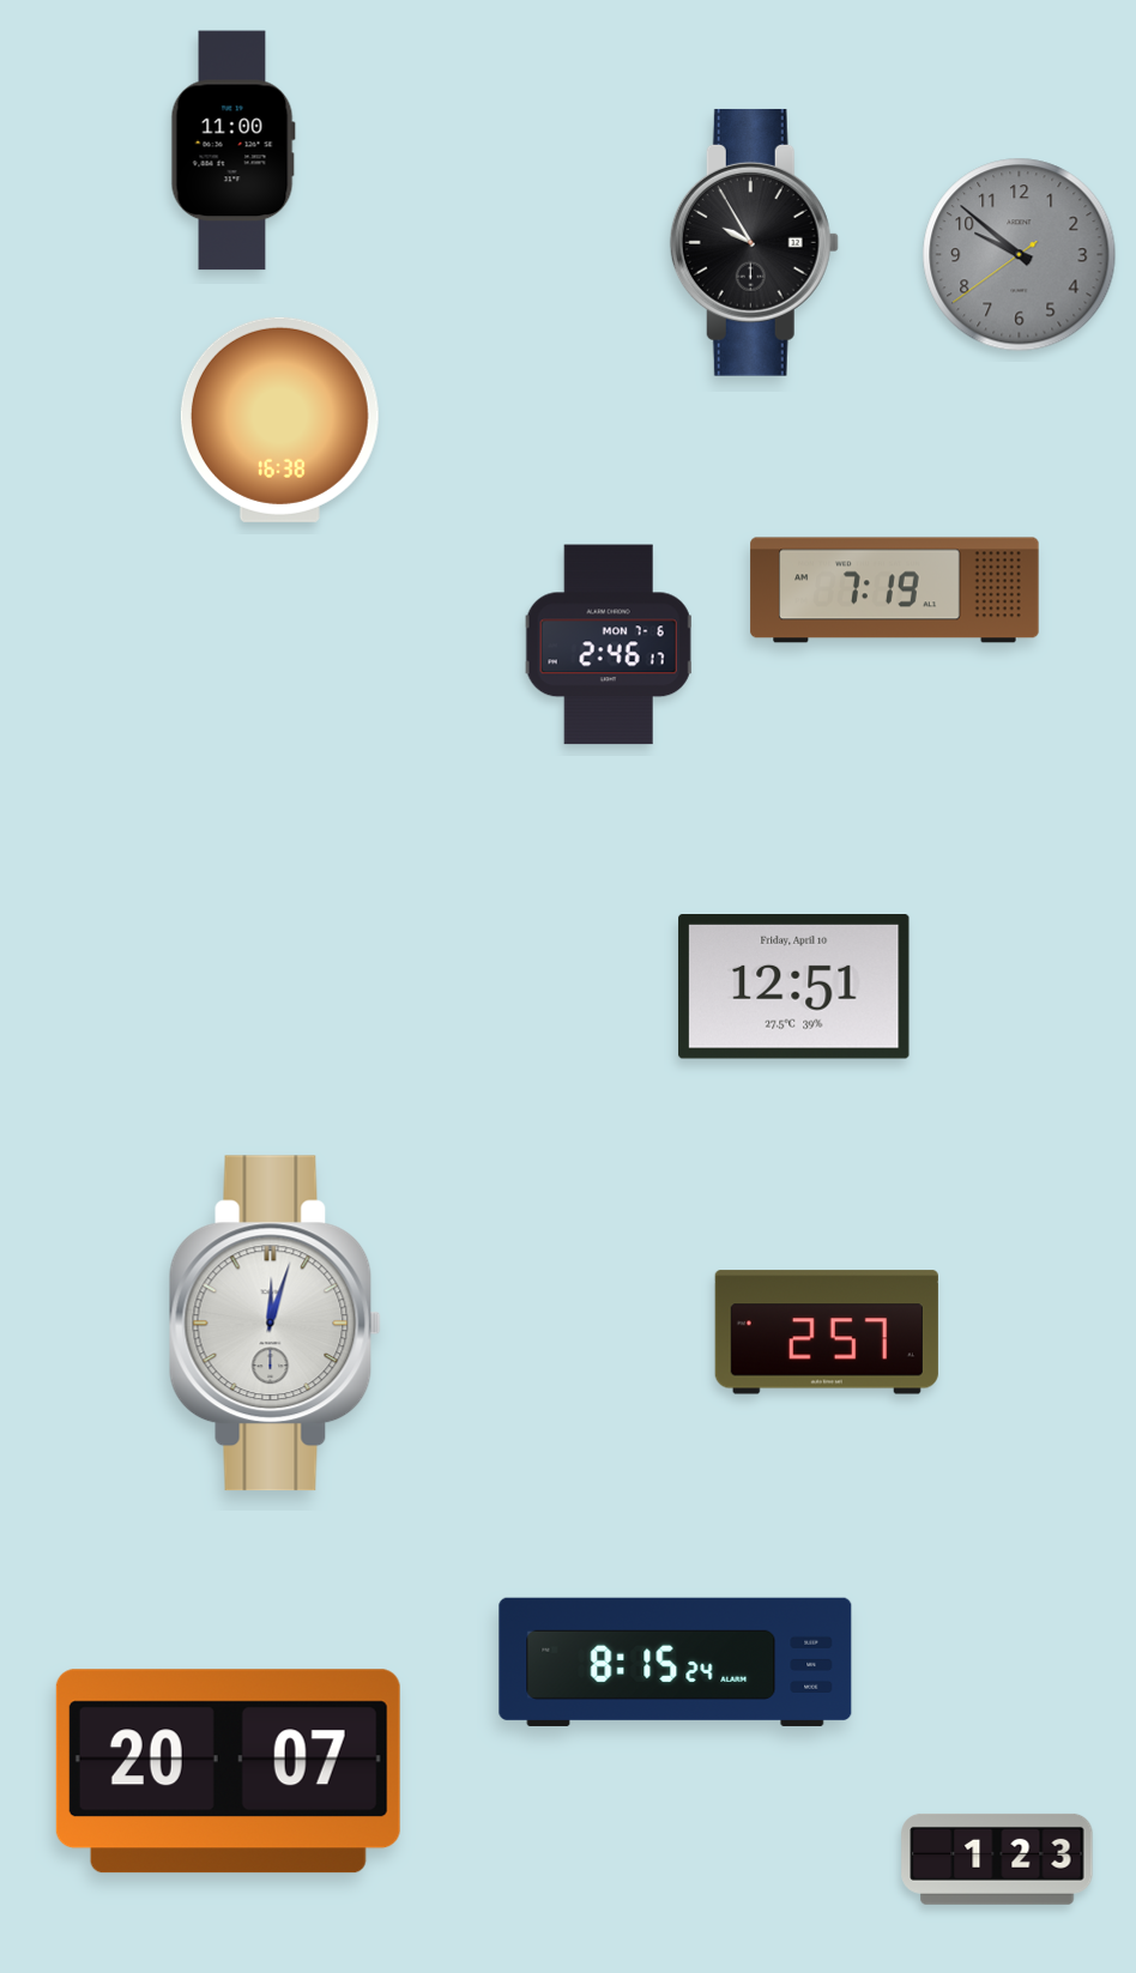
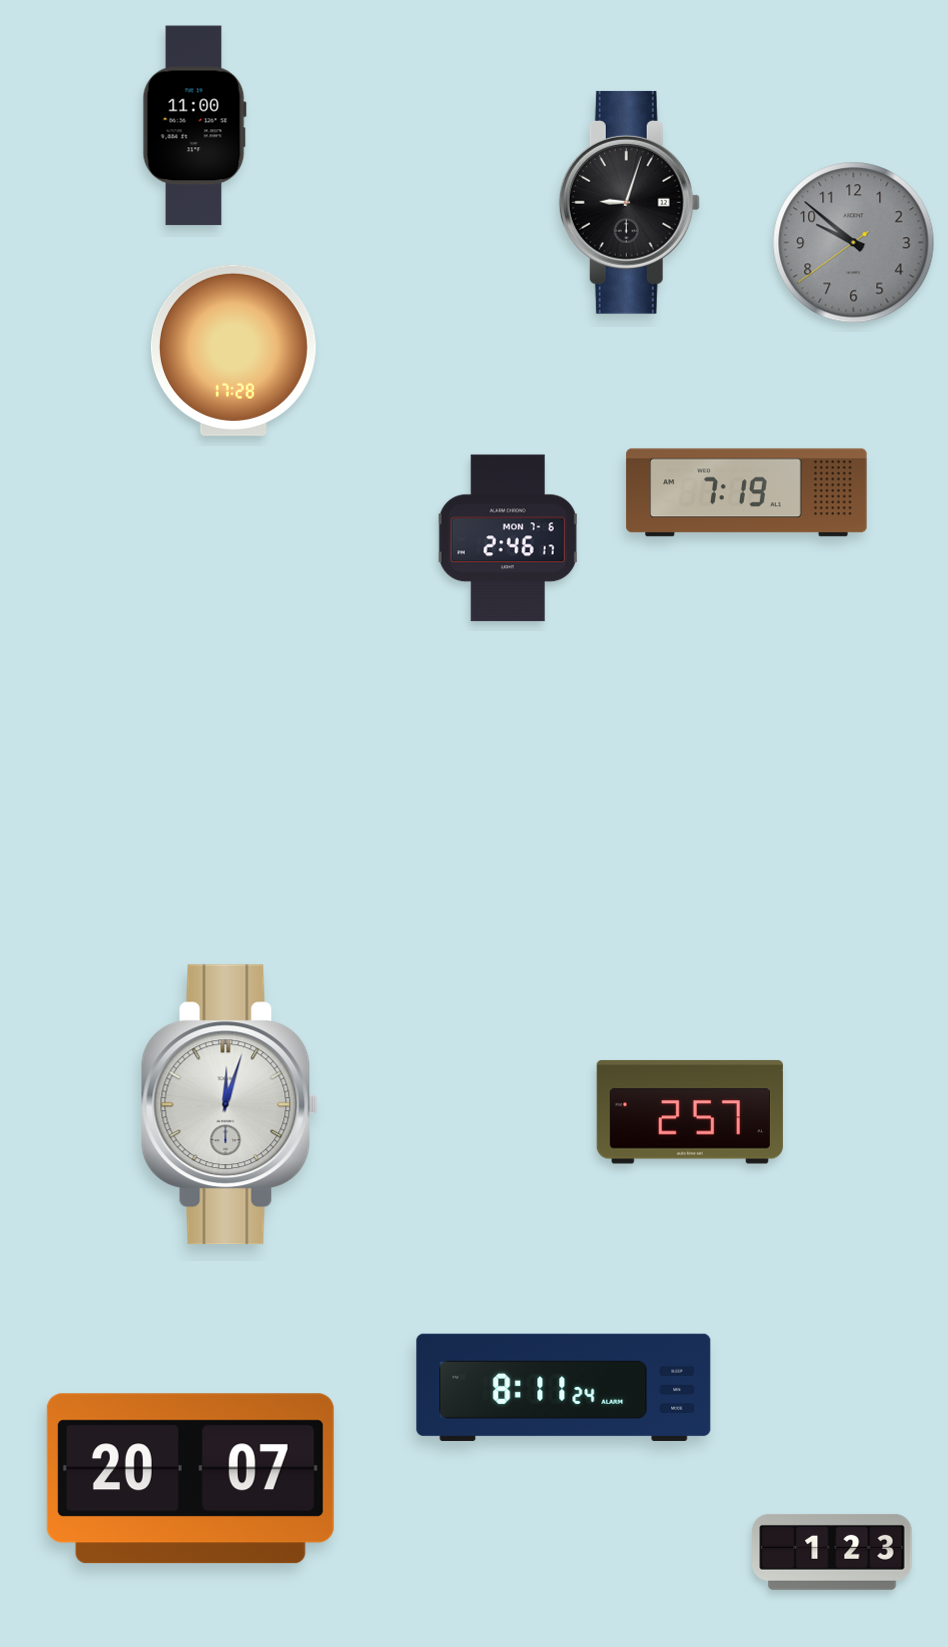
clock at (754, 242): 9:55 -> 9:03
clock at (1020, 255) position: (1020, 255) -> (854, 243)
clock at (279, 419): 16:38 -> 17:28
clock at (794, 987): 12:51 -> none
clock at (676, 1662): 8:15 -> 8:11
